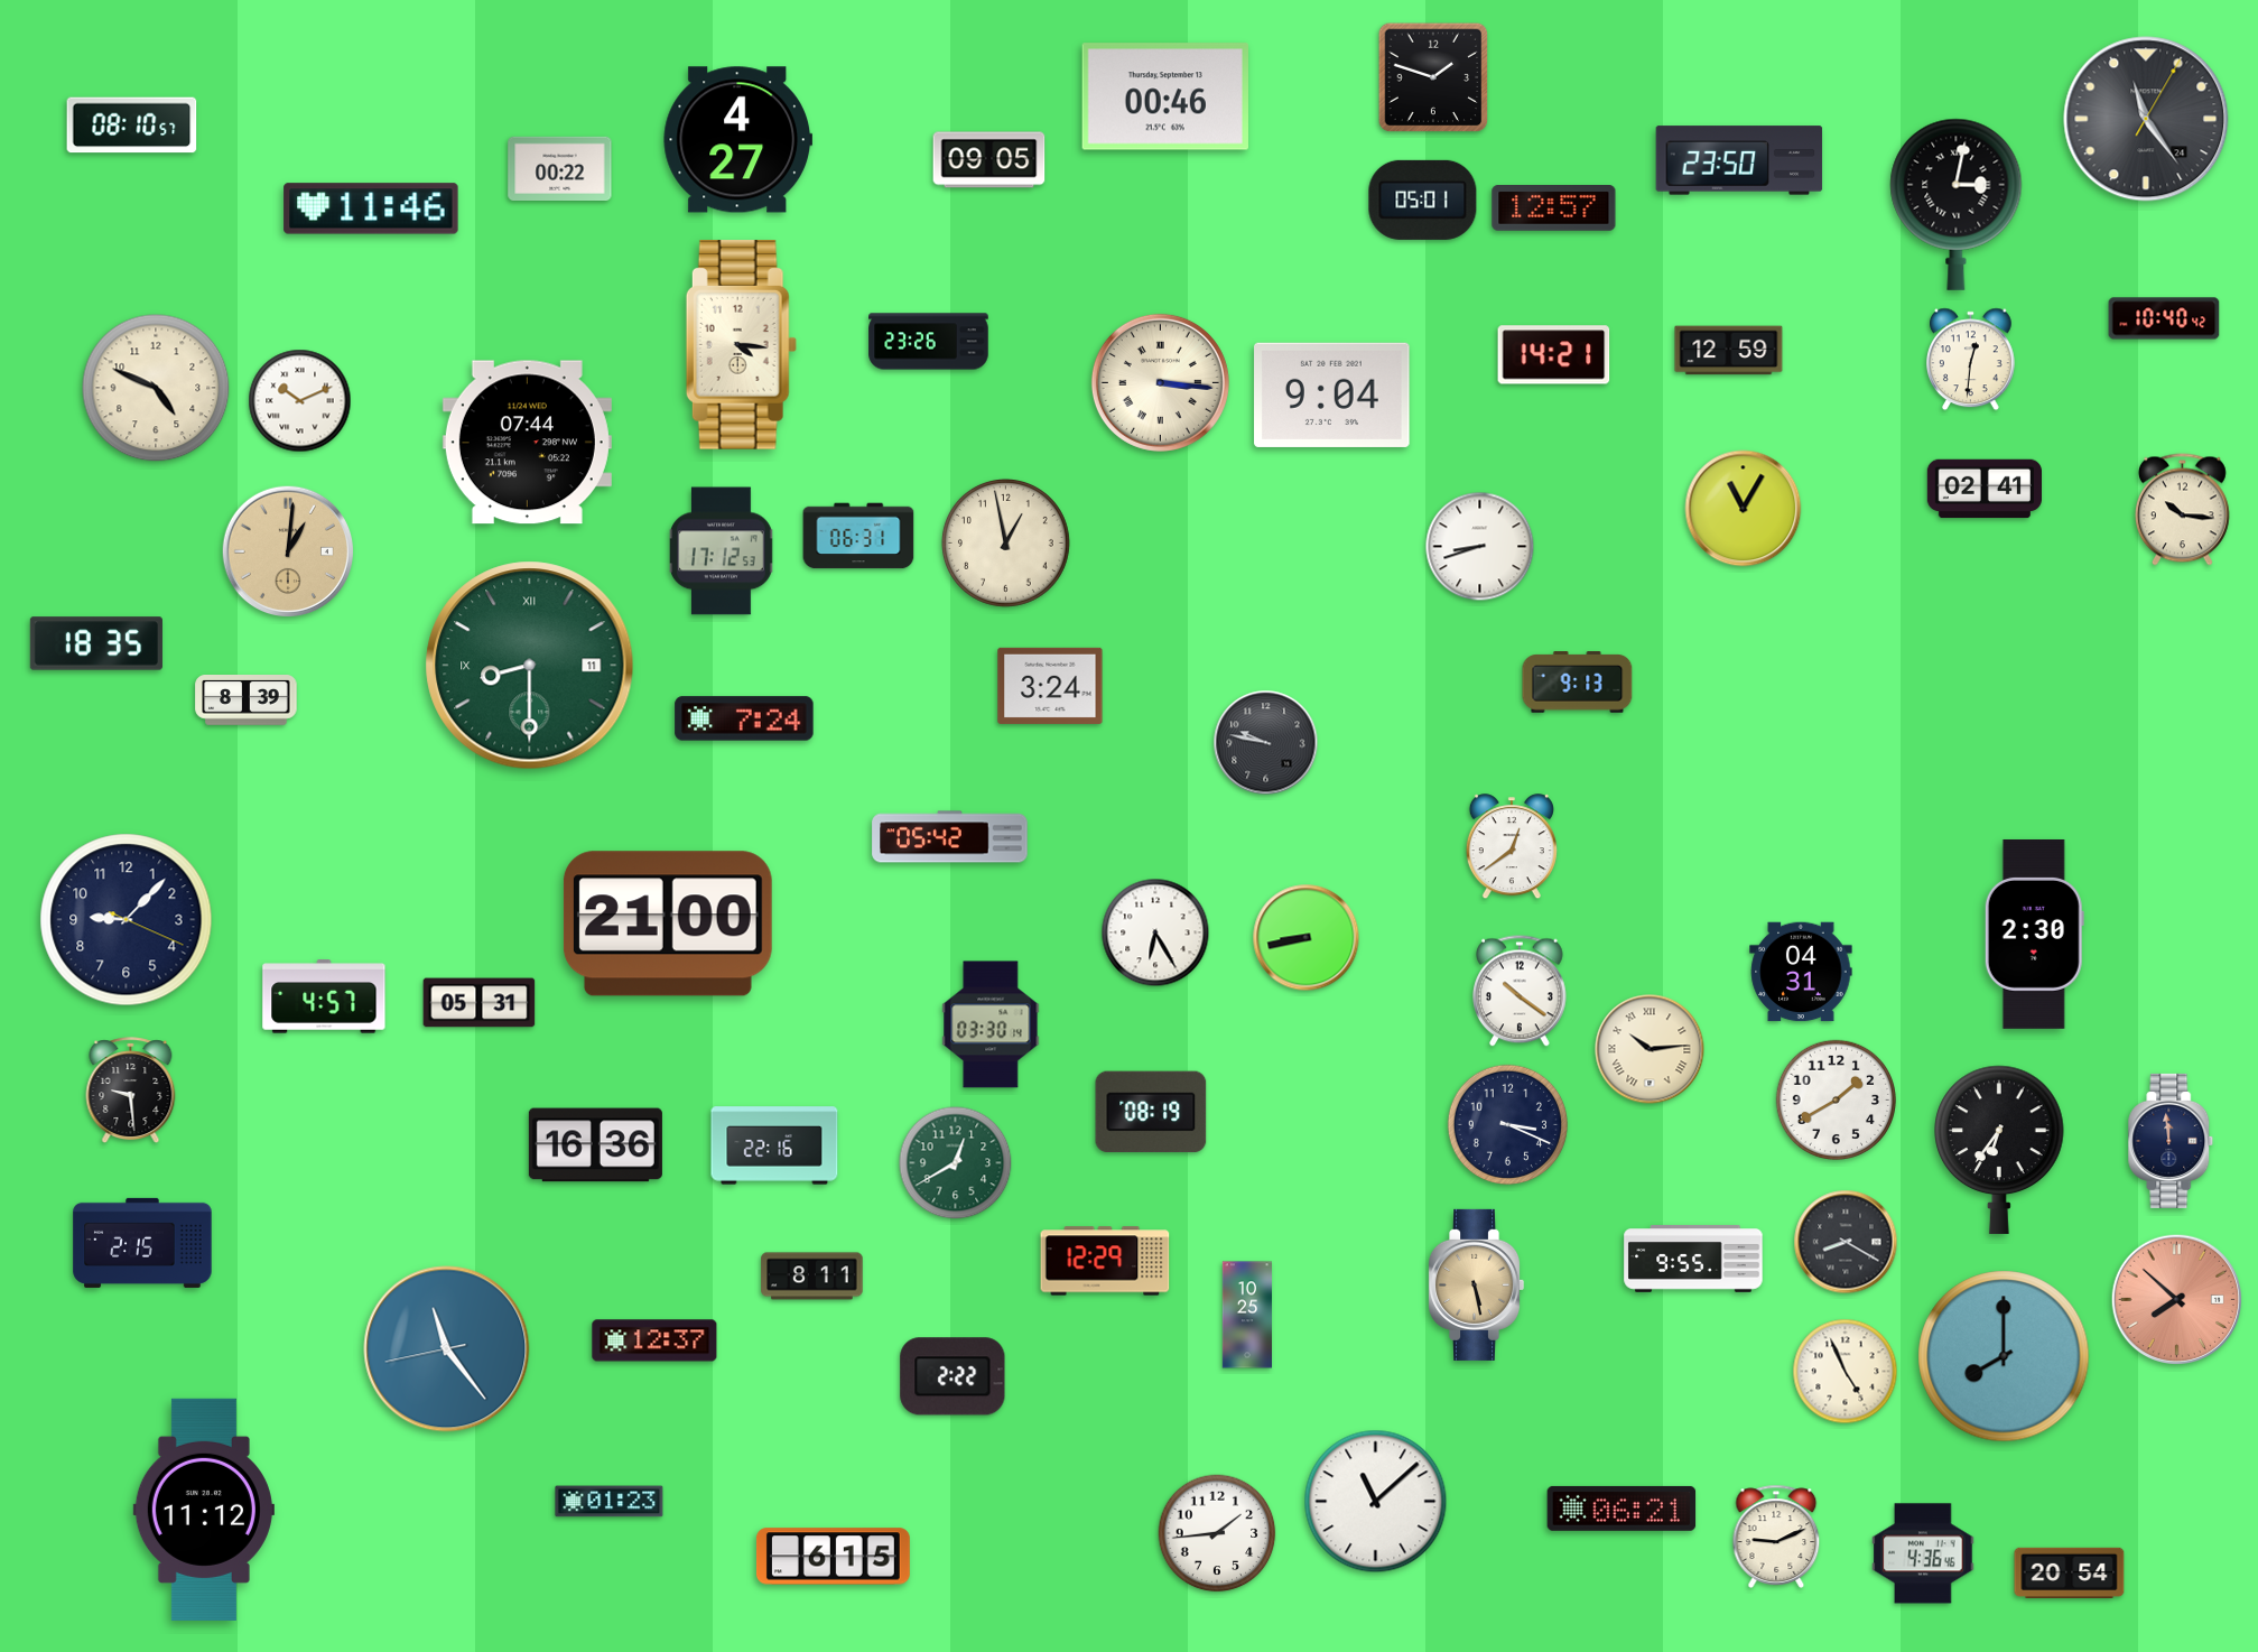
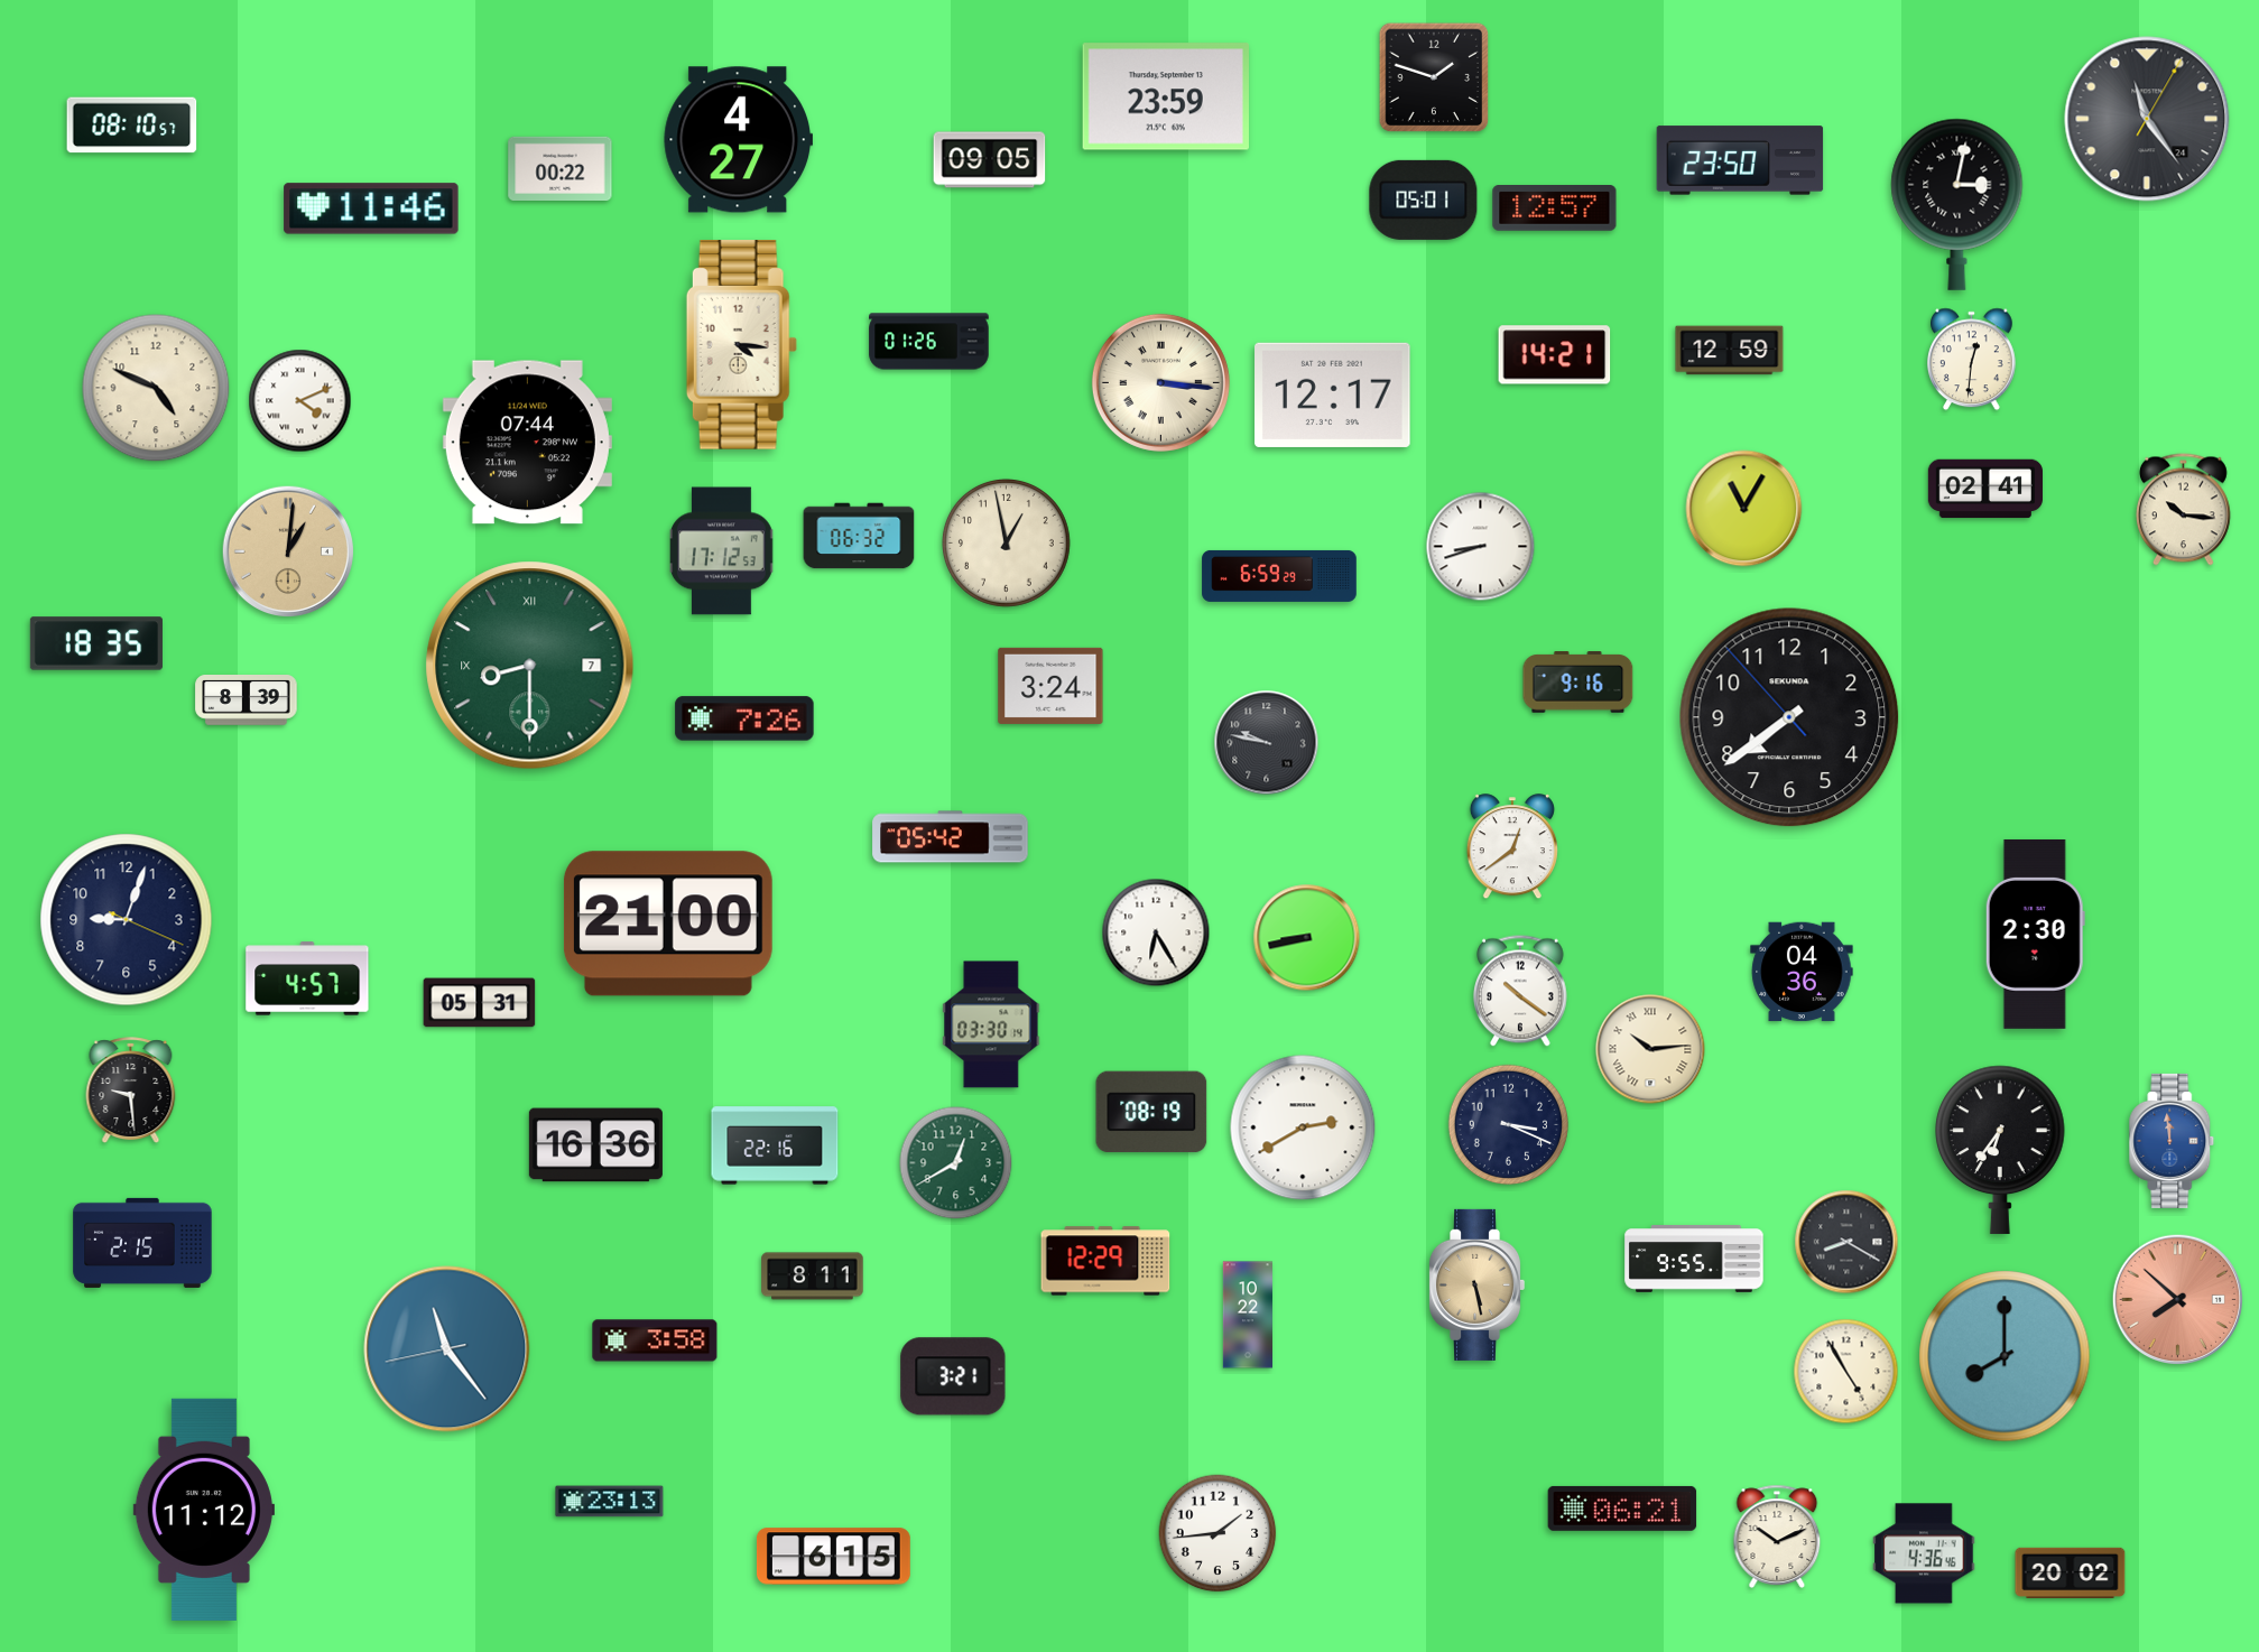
clock at (1164, 96): 00:46 -> 23:59
clock at (2164, 318): 10:40 -> none
clock at (929, 342): 23:26 -> 01:26
clock at (1332, 395): 9:04 -> 12:17
clock at (300, 401): 10:11 -> 4:11
clock at (858, 536): 06:31 -> 06:32
clock at (1279, 576): none -> 6:59
clock at (530, 666) date: 11 -> 7
clock at (1578, 683): 9:13 -> 9:16
clock at (1789, 717): none -> 7:38
clock at (744, 718): 7:24 -> 7:26
clock at (127, 920): 9:07 -> 9:03
clock at (1801, 972): 04:31 -> 04:36
clock at (324, 996) position: (324, 996) -> (307, 978)
clock at (1836, 1099): 1:40 -> none
clock at (1303, 1127): none -> 2:40
clock at (2171, 1141) dial: navy -> blue
clock at (1246, 1315): 10:25 -> 10:22
clock at (654, 1340): 12:37 -> 3:58
clock at (1846, 1372): 4:56 -> 4:55
clock at (953, 1376): 2:22 -> 3:21
clock at (610, 1502): 01:23 -> 23:13
clock at (1376, 1502): 11:08 -> none
clock at (1776, 1537): 9:11 -> 10:11
clock at (2070, 1572): 20:54 -> 20:02
